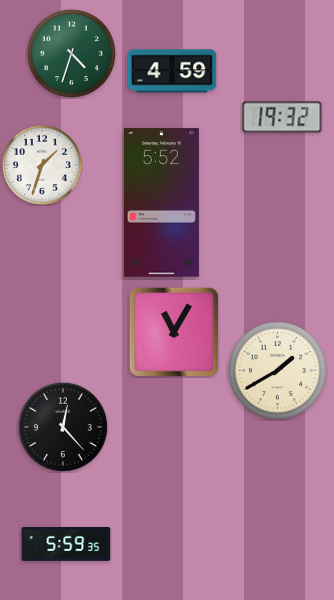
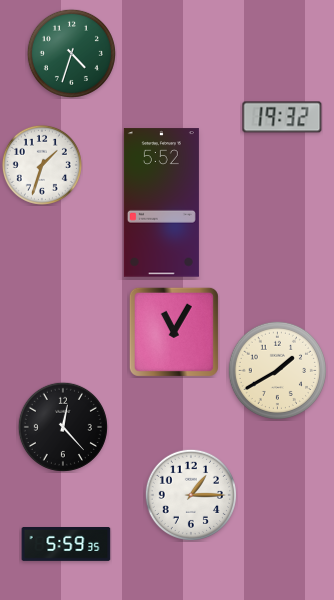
clock at (172, 71): 4:59 -> none
clock at (191, 495): none -> 1:15
